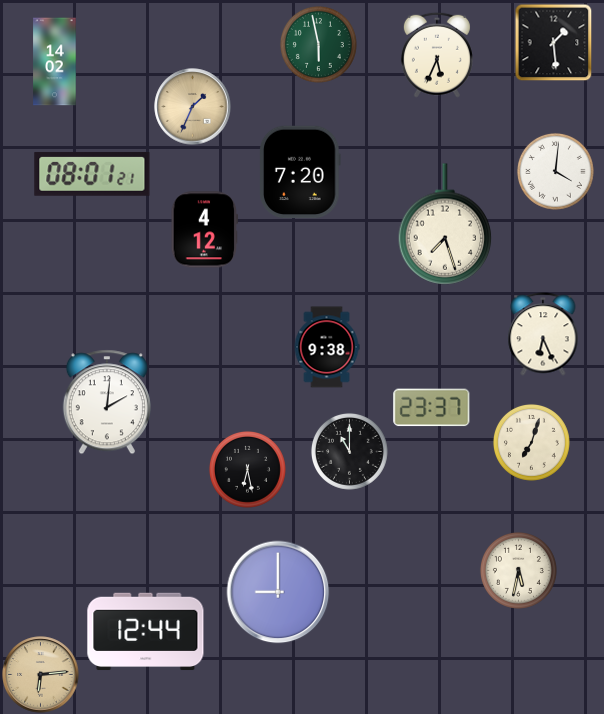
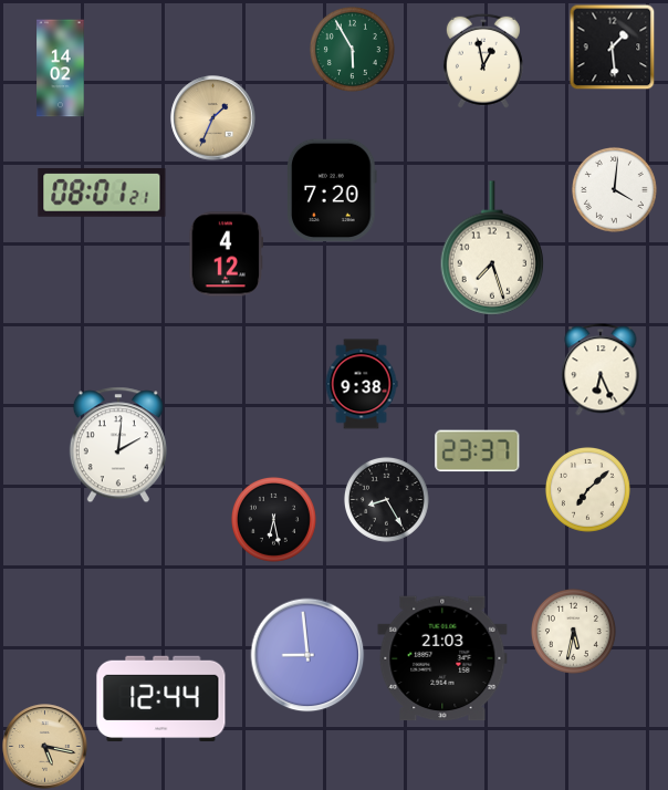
clock at (318, 44): 5:58 -> 5:55
clock at (437, 55): 5:34 -> 12:58
clock at (531, 442): 7:03 -> 7:08
clock at (349, 451): 11:00 -> 8:25
clock at (278, 592): 9:00 -> 8:59
clock at (442, 658): none -> 21:03
clock at (41, 675): 6:14 -> 5:17
